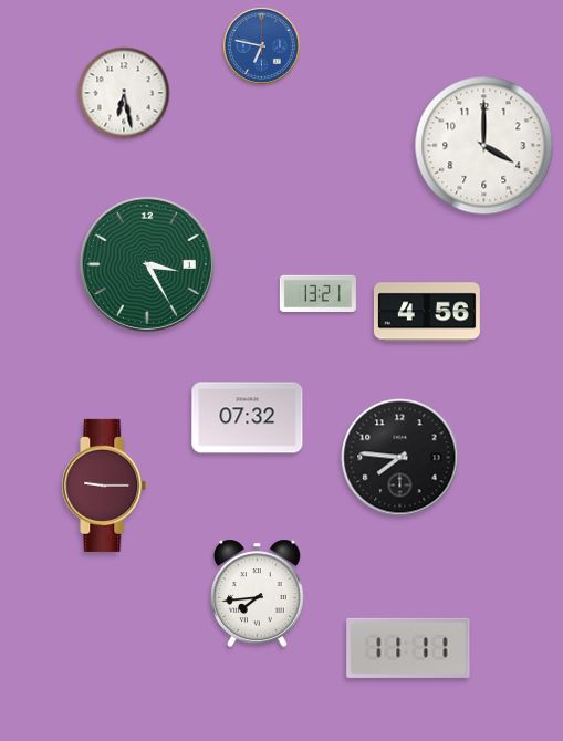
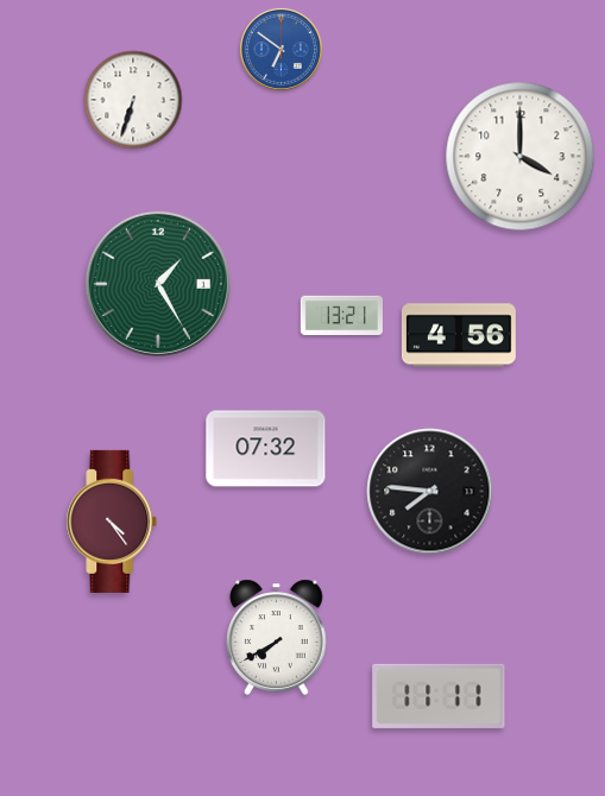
clock at (261, 45): 6:47 -> 6:51
clock at (124, 93): 6:28 -> 6:33
clock at (147, 264): 3:25 -> 1:25
clock at (104, 486): 9:15 -> 4:24
clock at (258, 593): 7:44 -> 7:40
